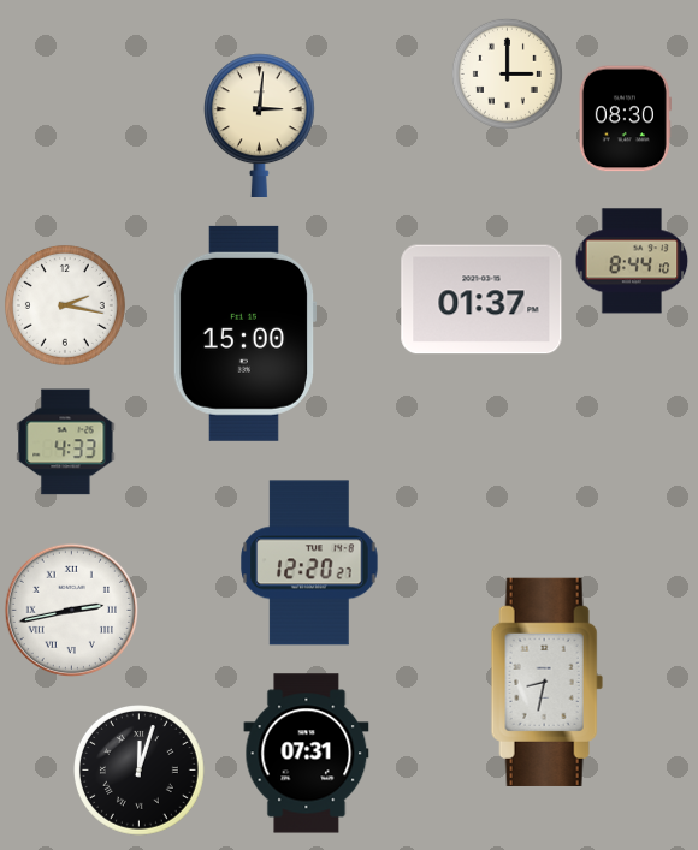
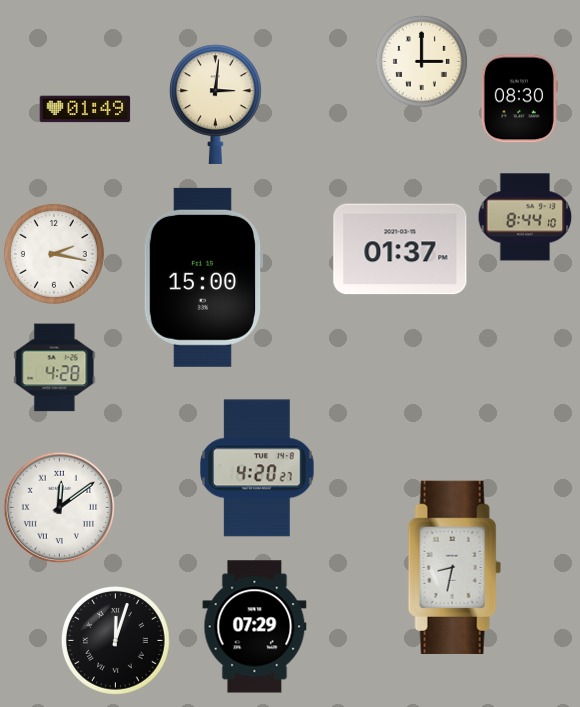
clock at (85, 109): none -> 01:49
clock at (66, 442): 4:33 -> 4:28
clock at (309, 563): 12:20 -> 4:20
clock at (71, 610): 2:43 -> 12:09
clock at (307, 754): 07:31 -> 07:29
